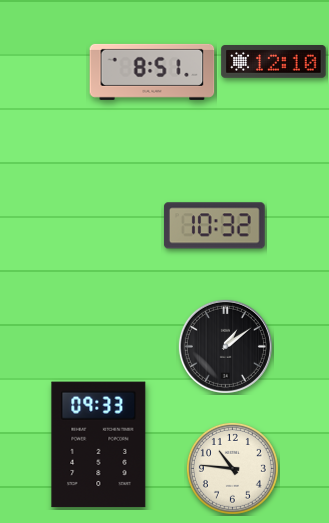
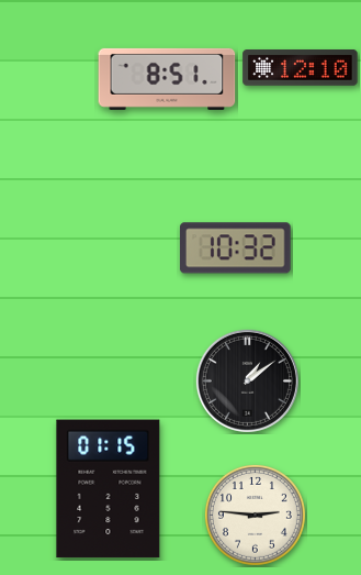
clock at (99, 445): 09:33 -> 01:15
clock at (232, 468): 10:46 -> 2:46
